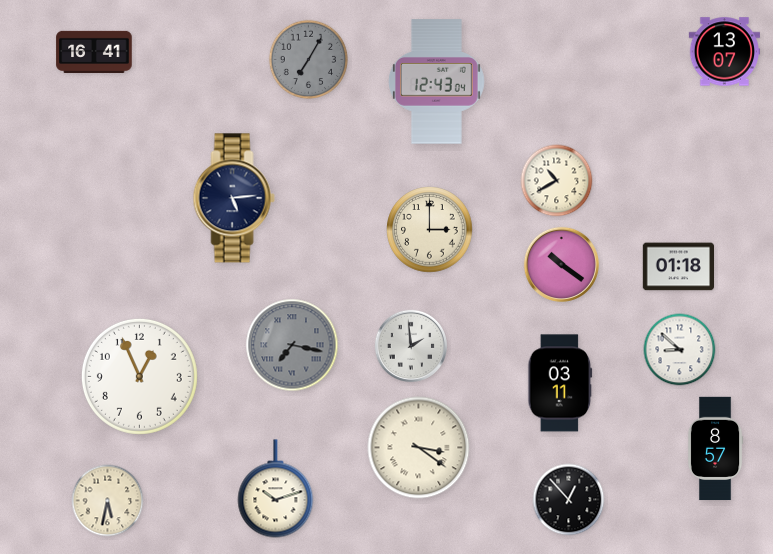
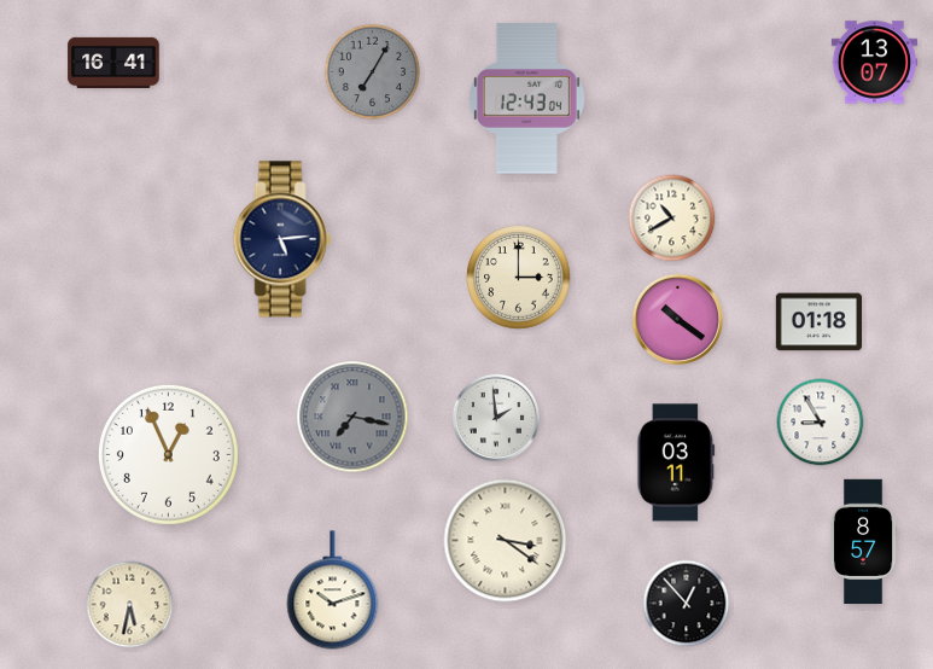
clock at (680, 350): 8:52 -> 8:55
